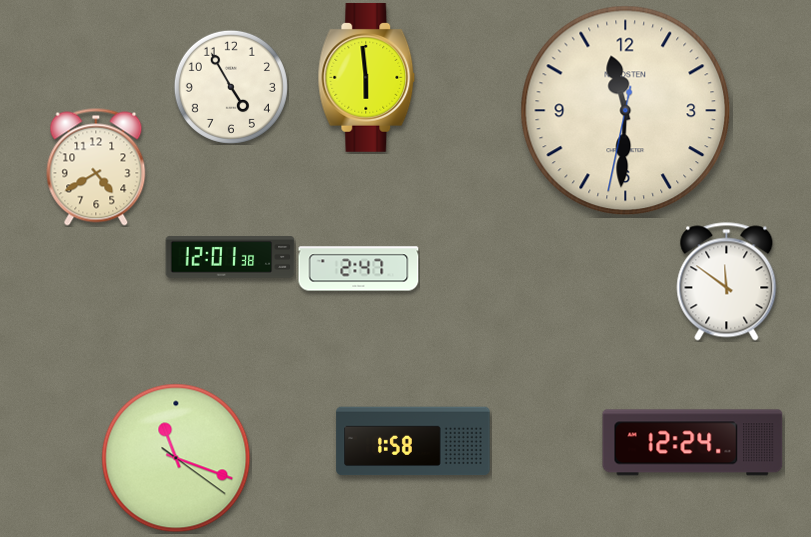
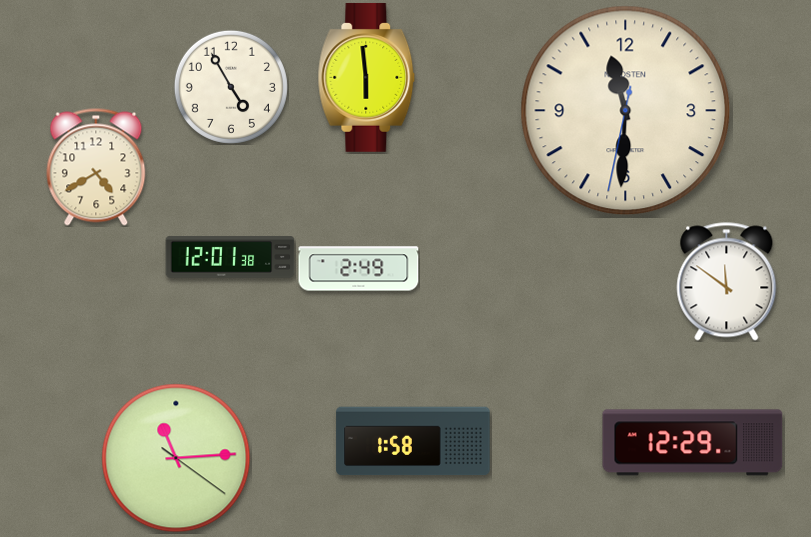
clock at (359, 269): 2:47 -> 2:49
clock at (693, 443): 12:24 -> 12:29
clock at (176, 458): 11:18 -> 11:14
